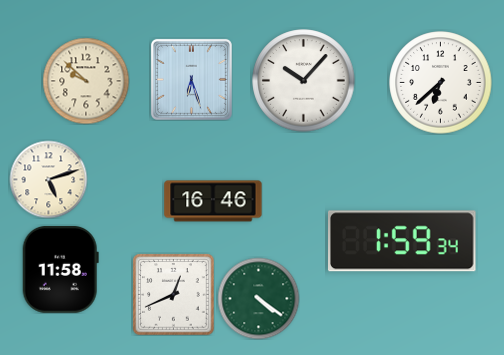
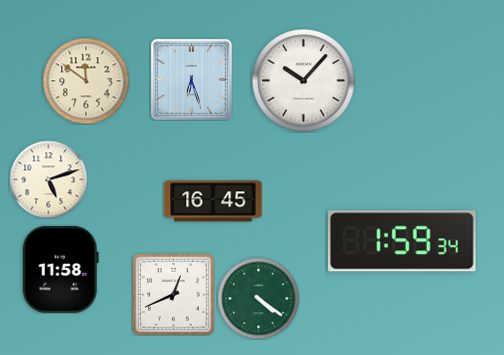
clock at (86, 81): 9:52 -> 11:51
clock at (441, 83): 6:38 -> none
clock at (213, 201): 16:46 -> 16:45
